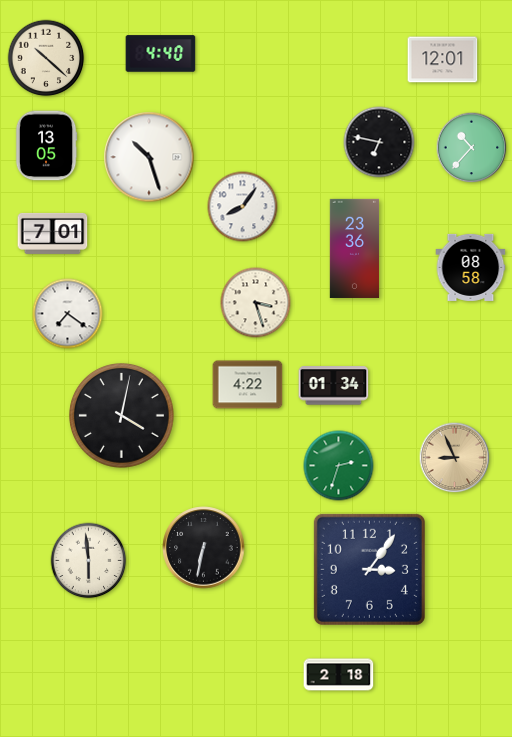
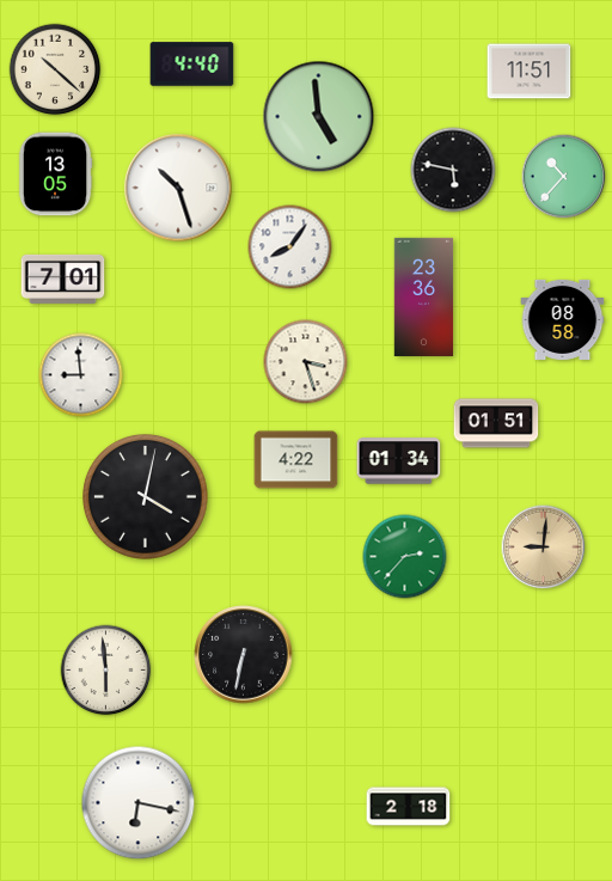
clock at (443, 60): 12:01 -> 11:51
clock at (319, 117): none -> 4:59
clock at (379, 142): 6:47 -> 5:47
clock at (68, 314): 7:21 -> 8:59
clock at (496, 423): none -> 01:51
clock at (455, 458): 8:56 -> 9:01
clock at (339, 466): 2:33 -> 2:37
clock at (369, 569): 3:06 -> none
clock at (139, 803): none -> 6:17
clock at (339, 675) position: (339, 675) -> (409, 807)
